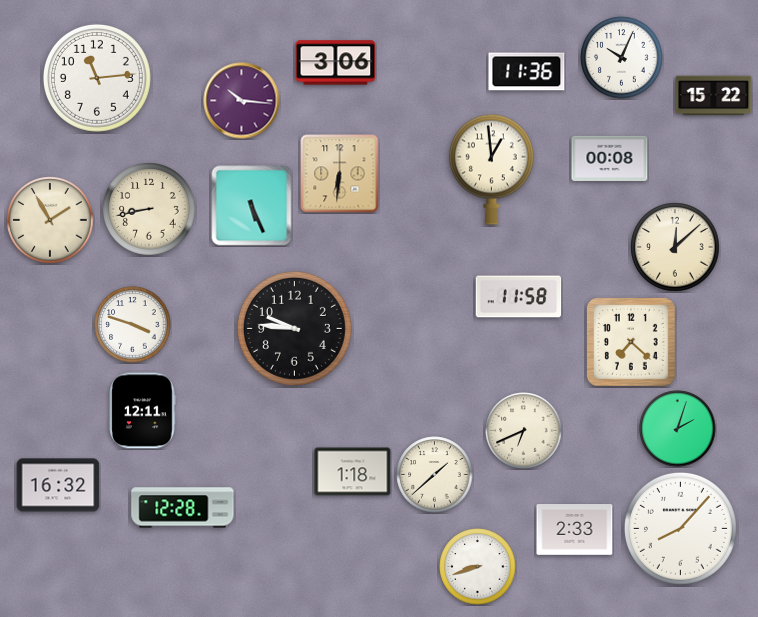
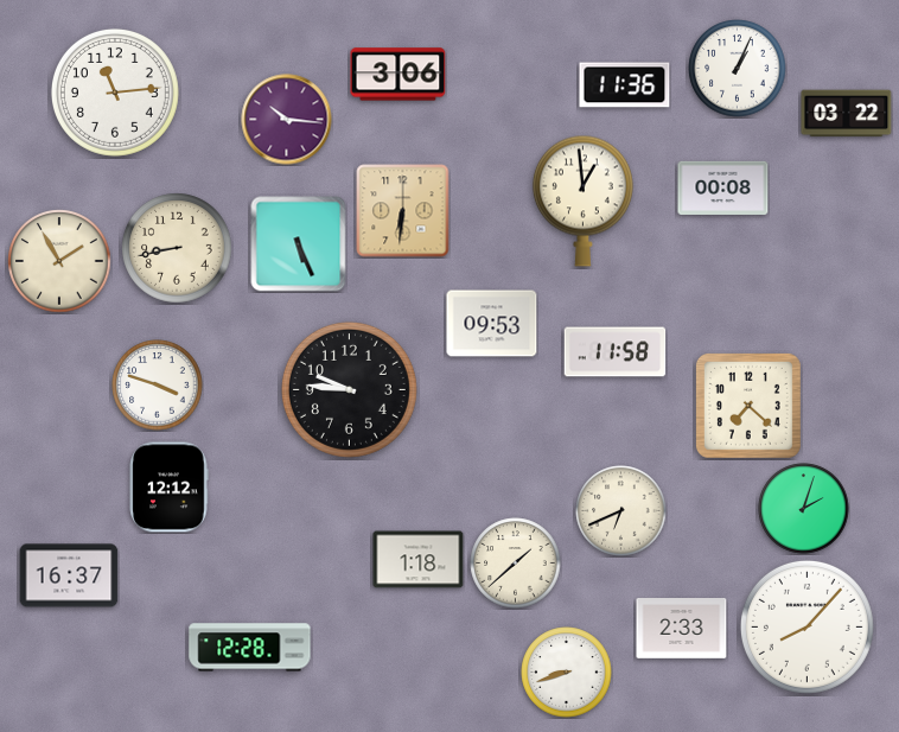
clock at (622, 58): 10:04 -> 1:04
clock at (714, 96): 15:22 -> 03:22
clock at (340, 174) position: (340, 174) -> (403, 211)
clock at (675, 247): 12:08 -> none
clock at (492, 324): none -> 09:53
clock at (142, 411): 12:11 -> 12:12
clock at (58, 485): 16:32 -> 16:37
clock at (183, 508) position: (183, 508) -> (250, 648)
